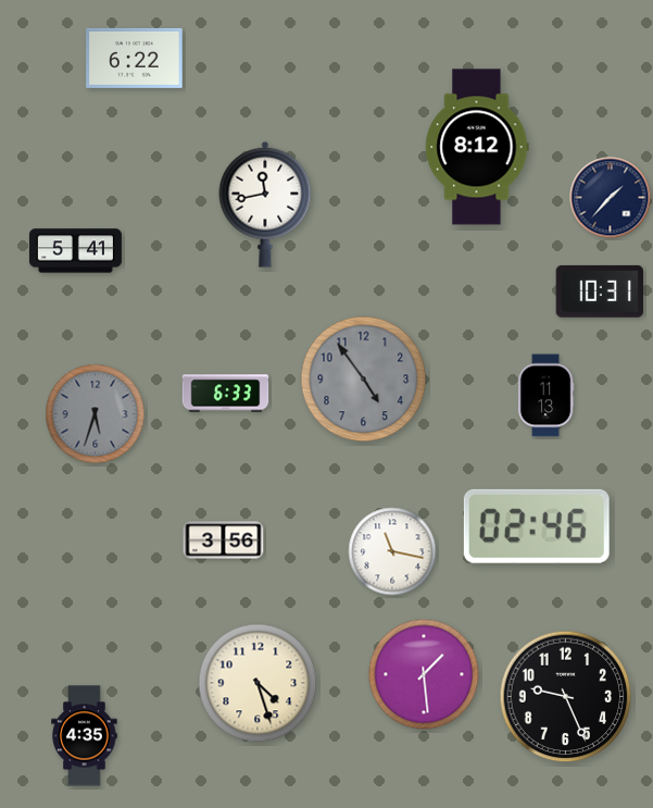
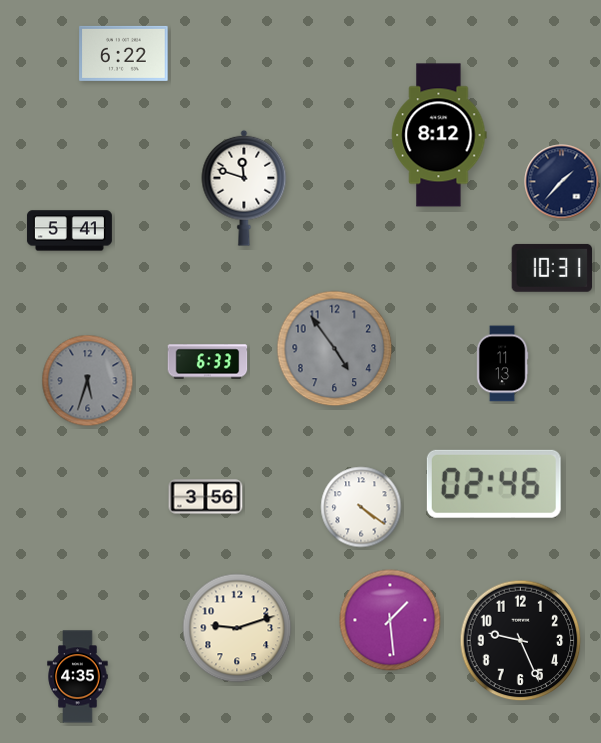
clock at (265, 204): 11:43 -> 11:48
clock at (392, 551): 11:17 -> 4:21
clock at (258, 683): 4:27 -> 9:12
